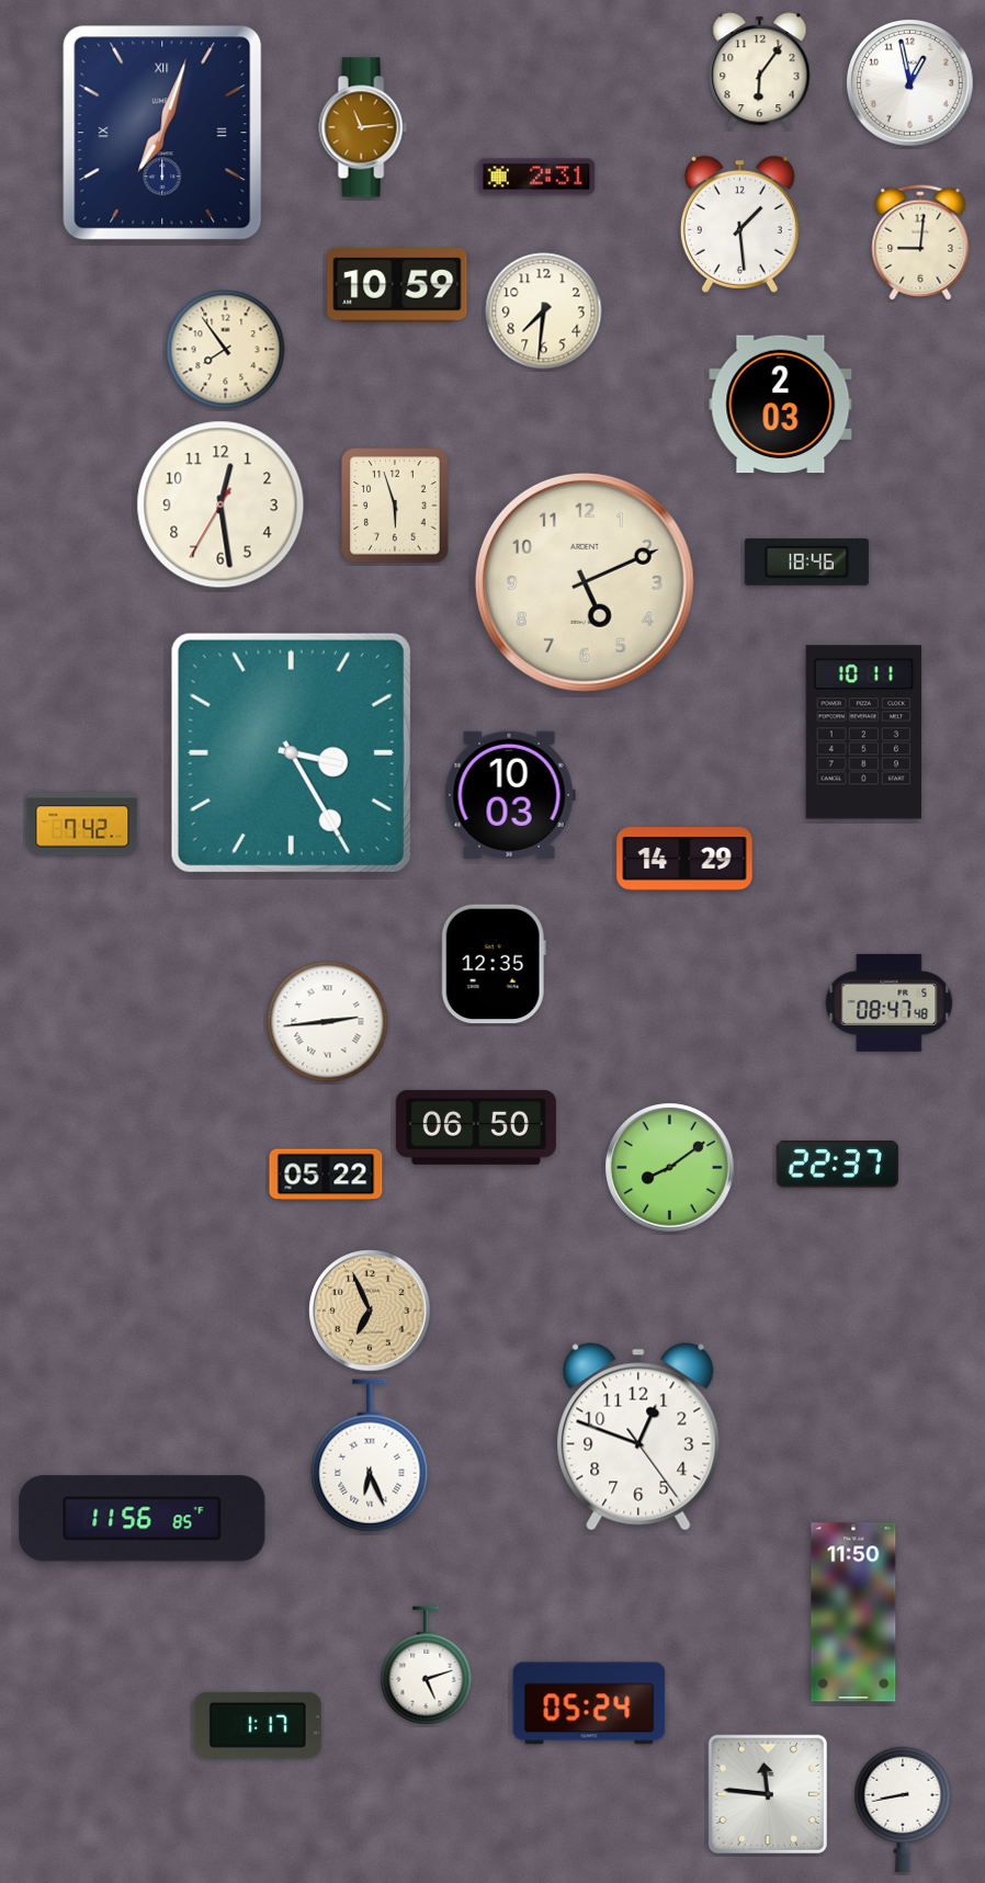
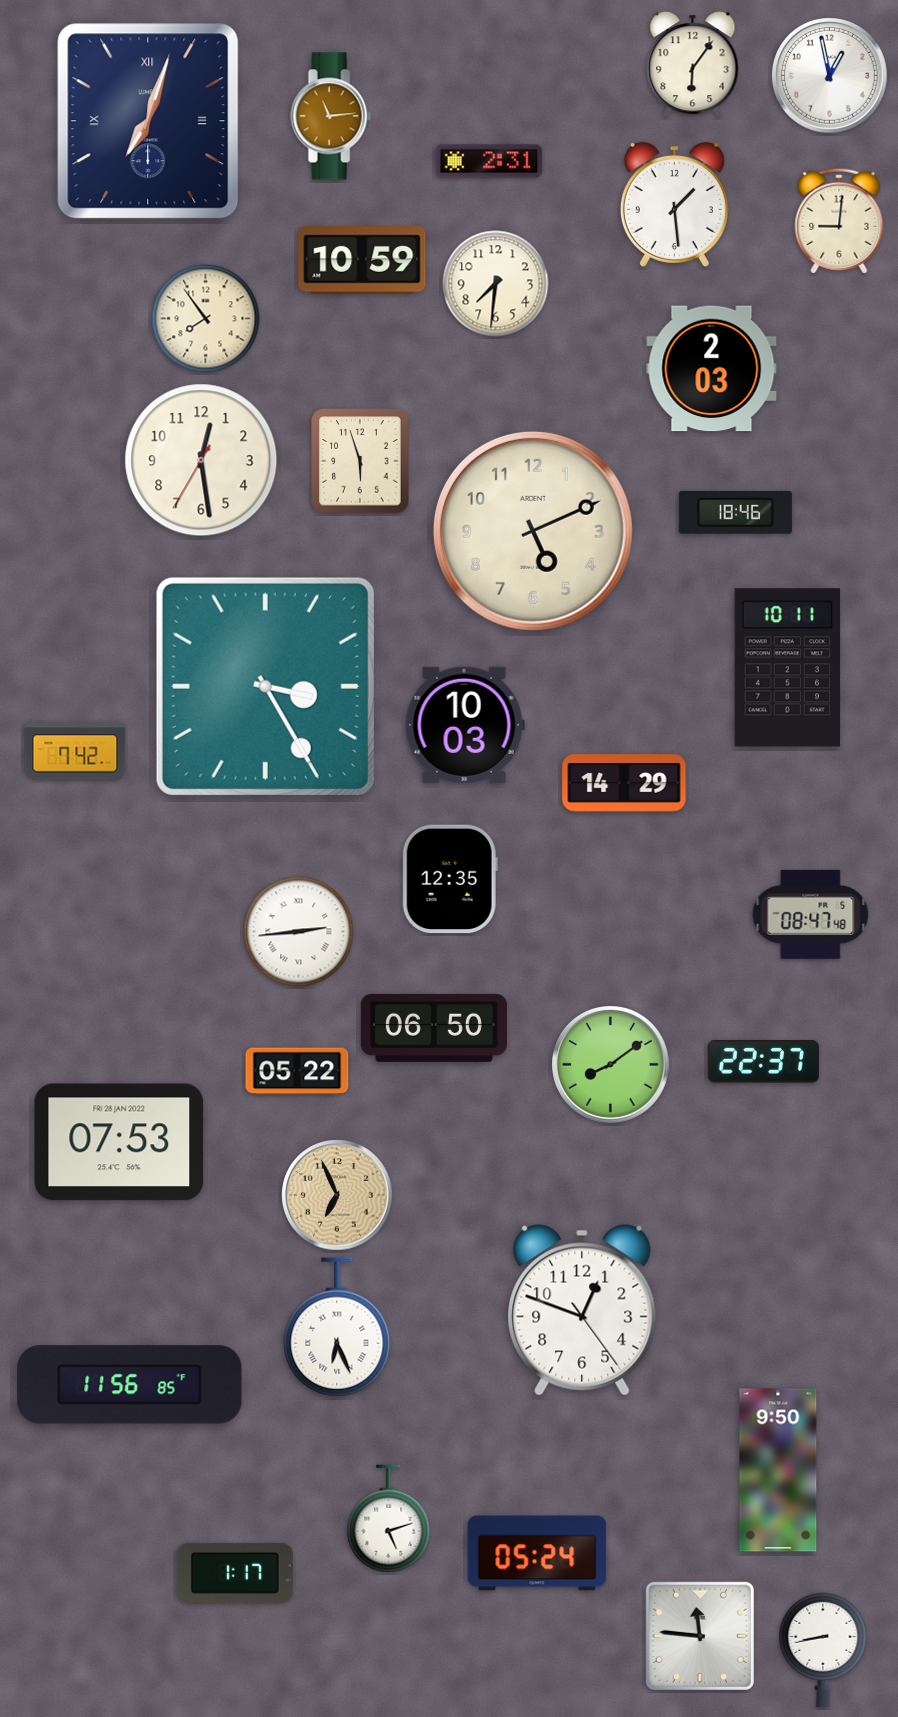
clock at (119, 1142): none -> 07:53
clock at (853, 1612): 11:50 -> 9:50
